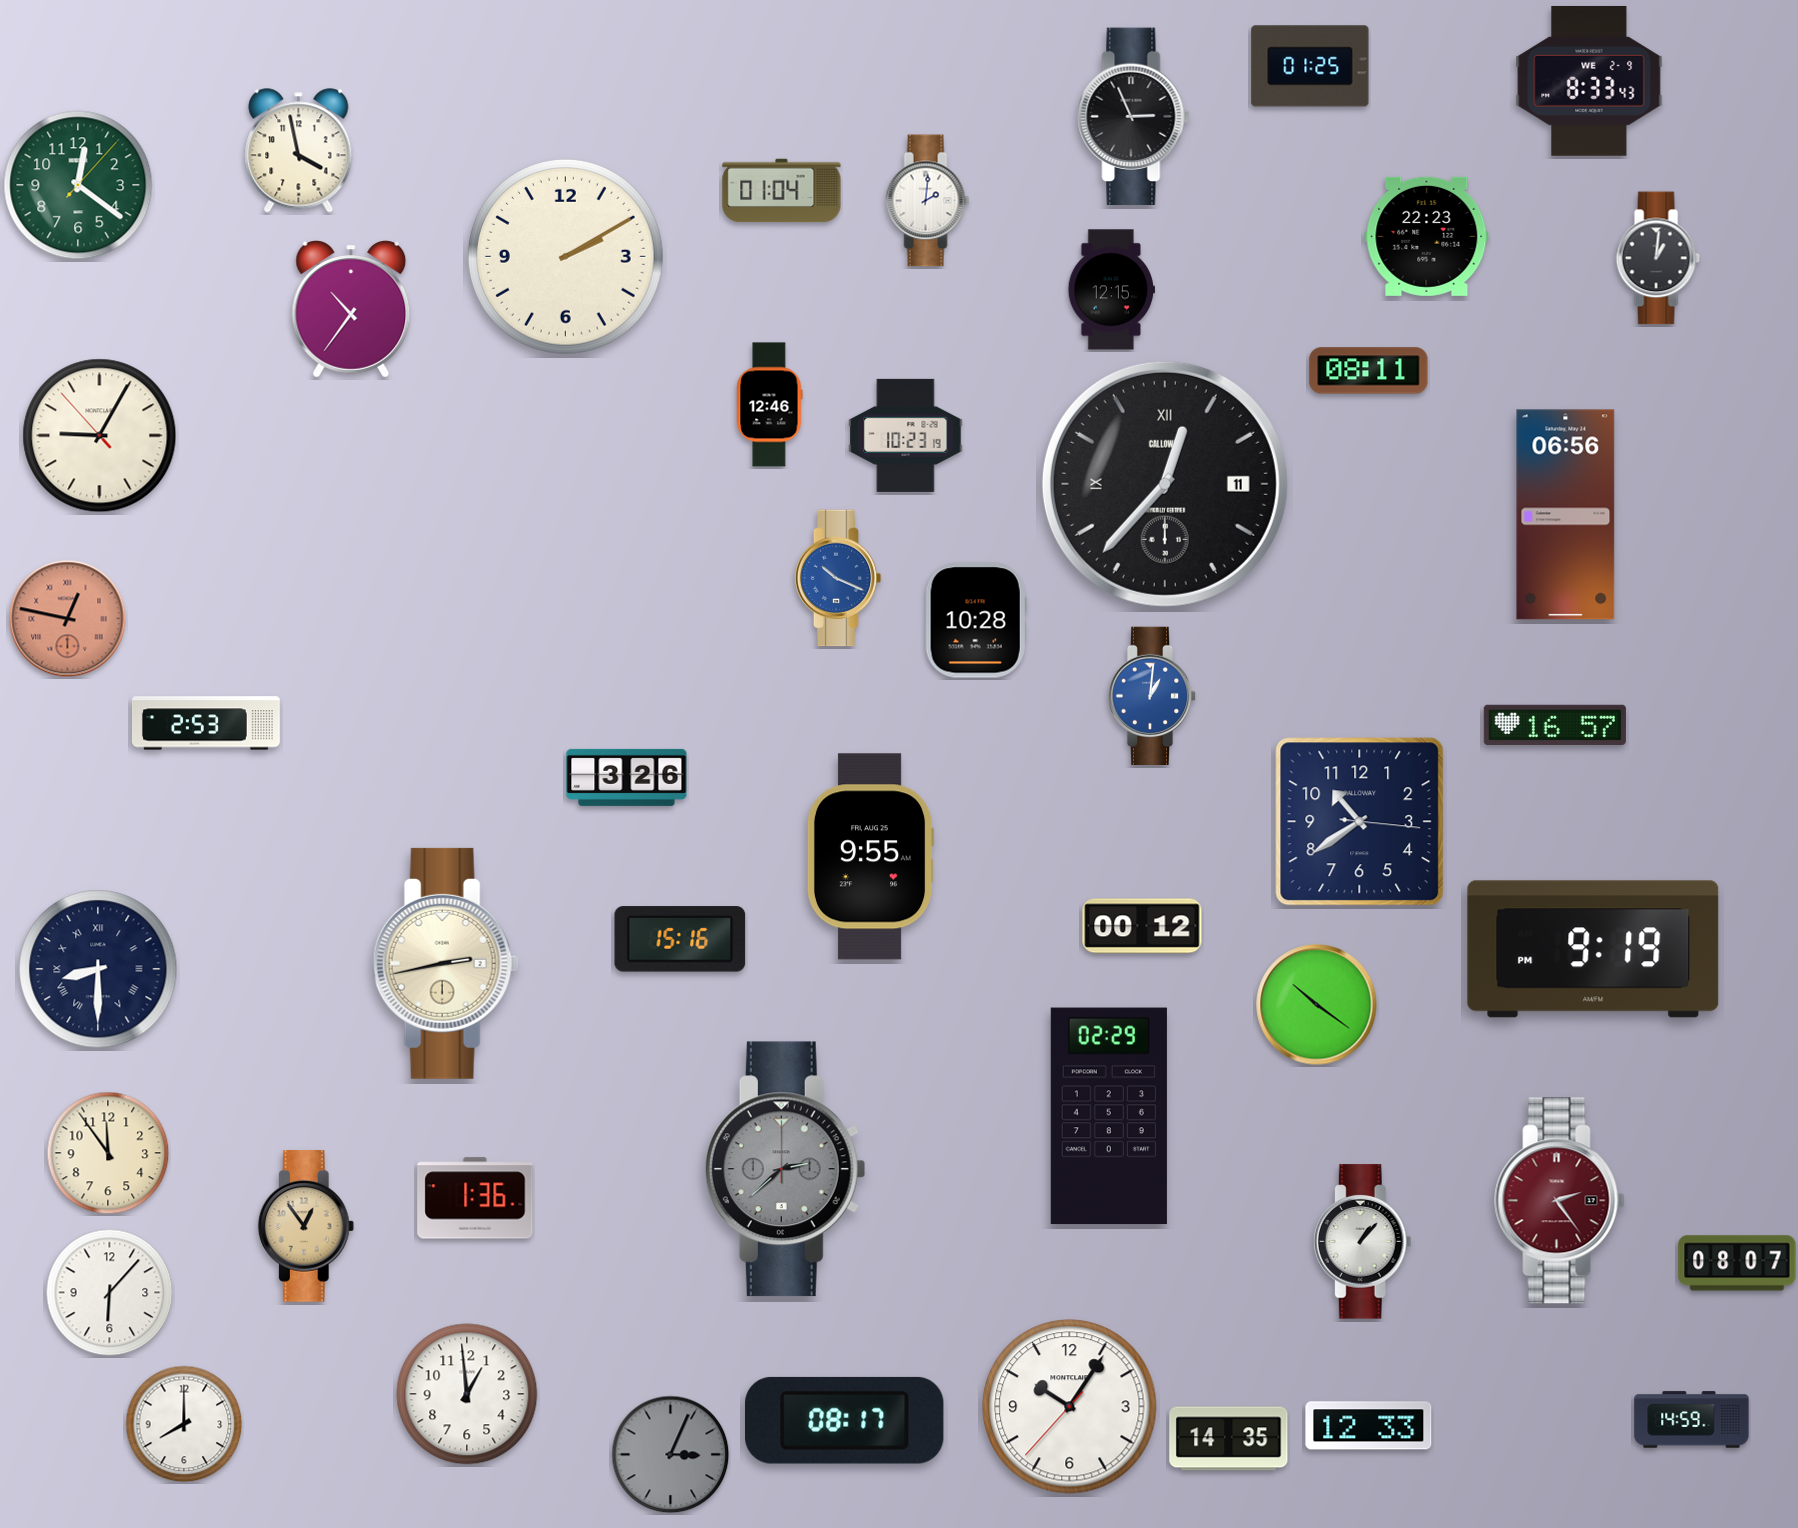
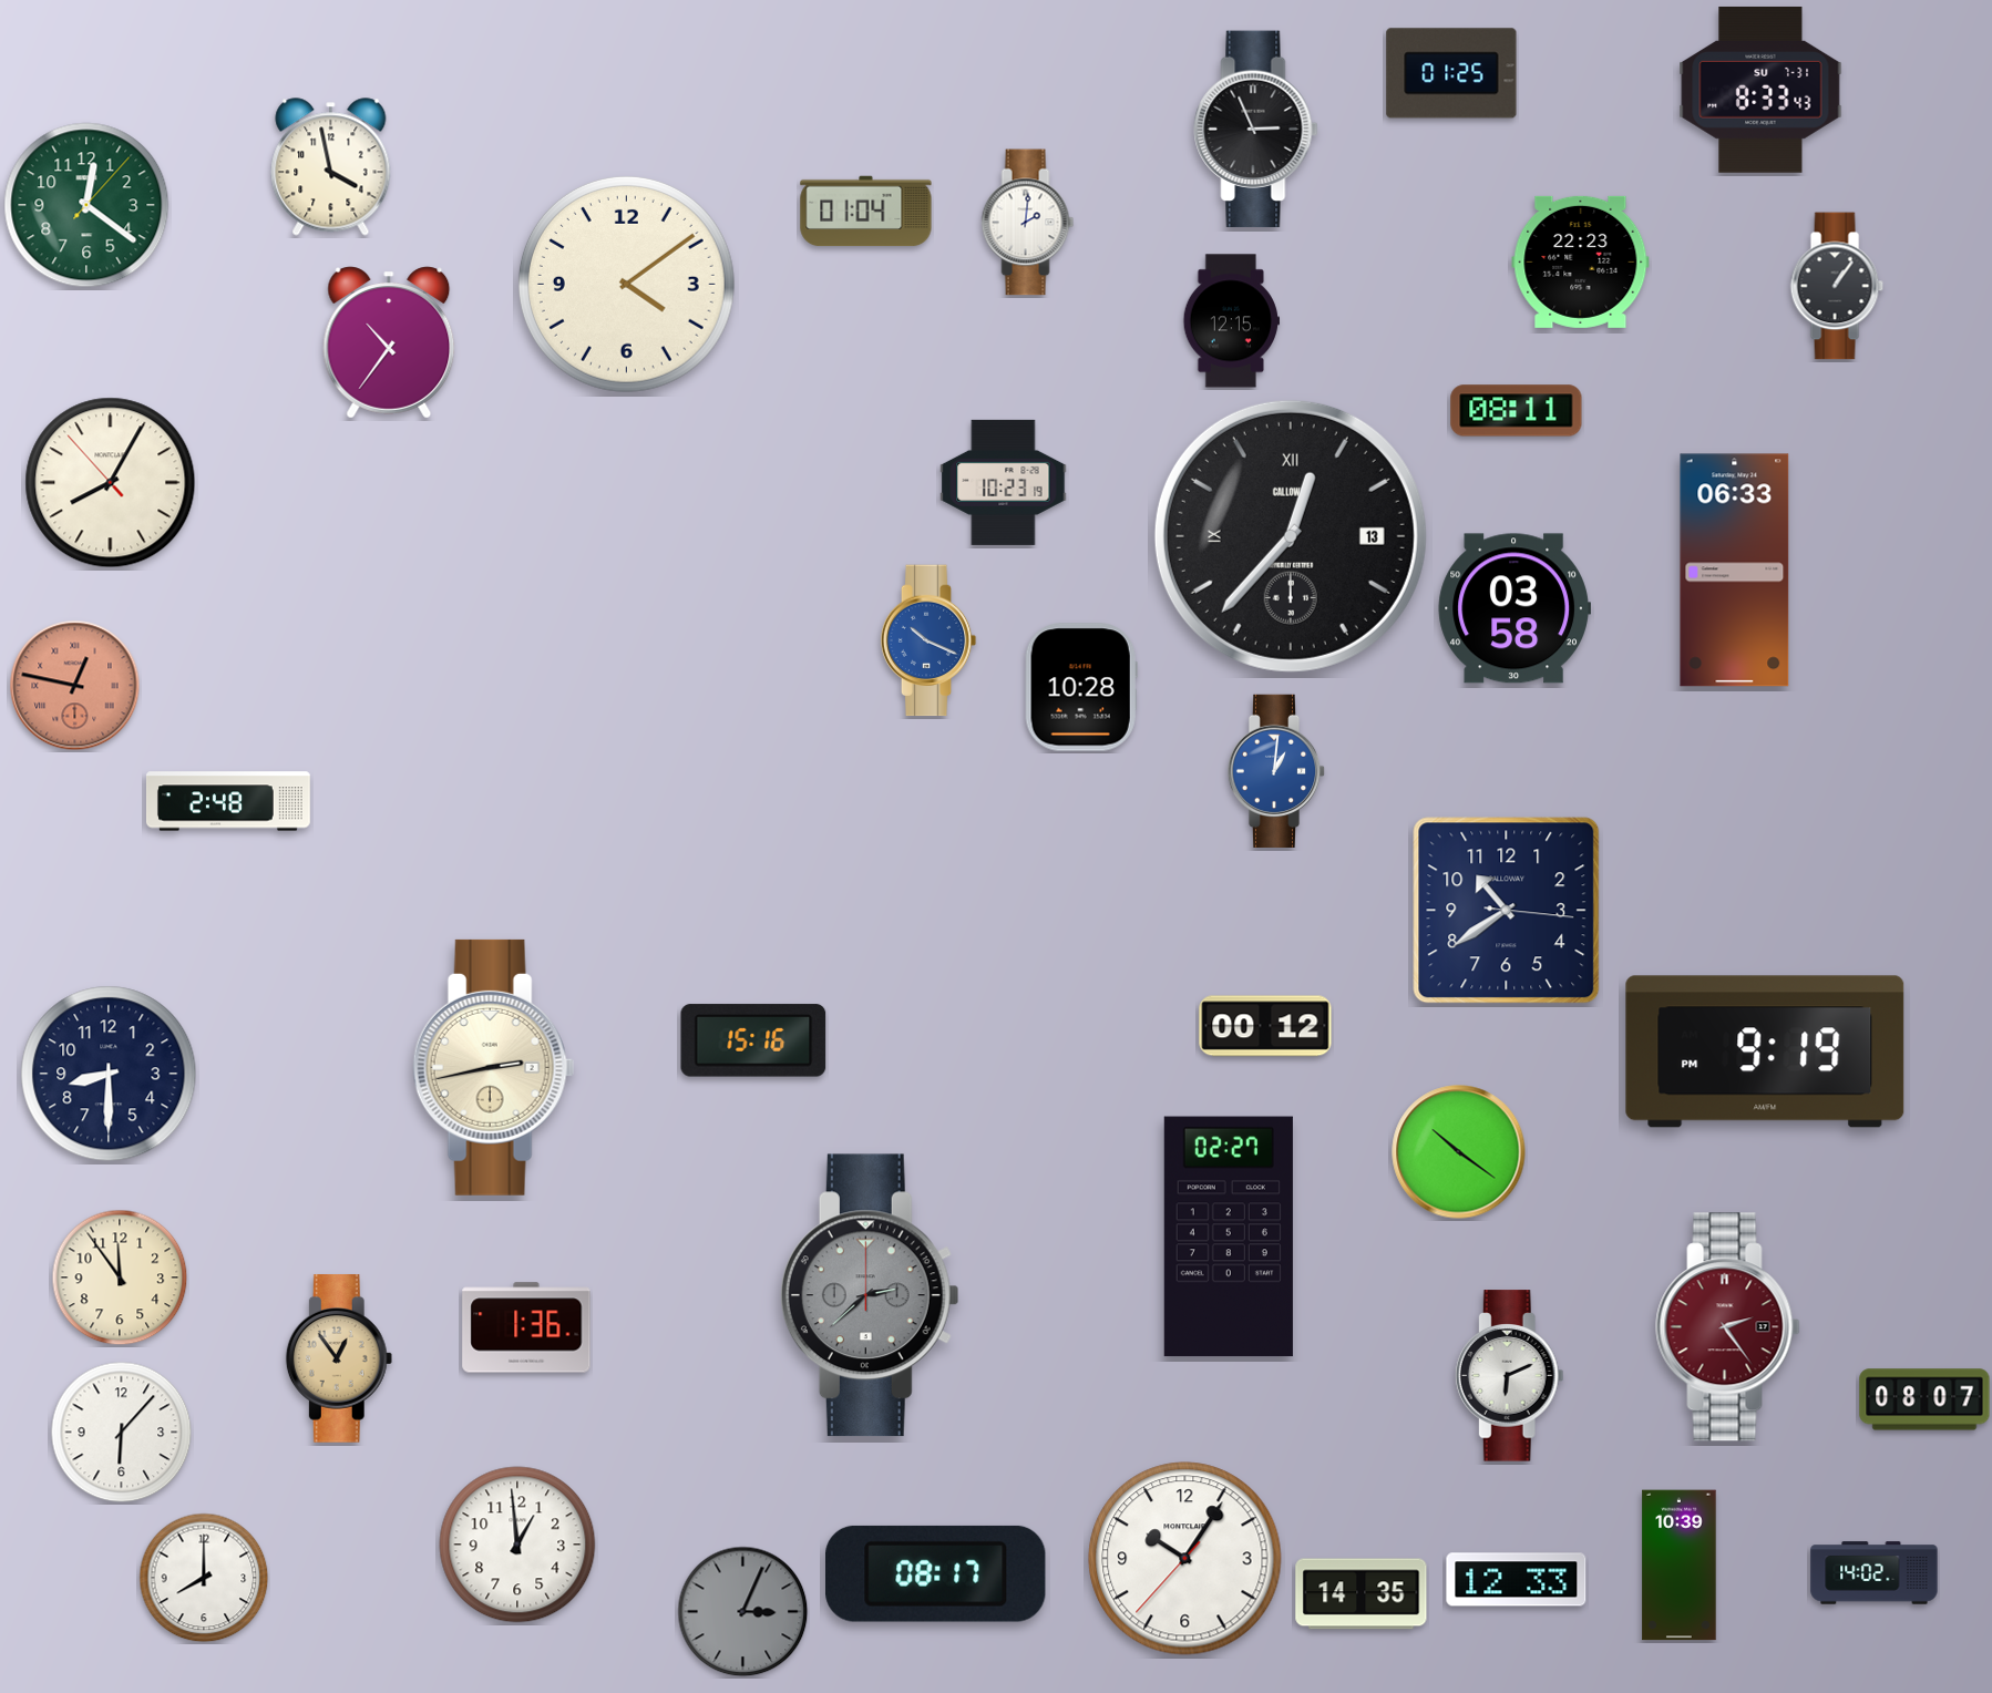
clock at (1589, 81) date: WE 2-9 -> SU 7-31
clock at (565, 256): 2:10 -> 4:09
clock at (1658, 258): 1:01 -> 1:06
clock at (769, 405): 12:46 -> none
clock at (100, 436): 9:04 -> 8:04
clock at (1165, 484) date: 11 -> 13
clock at (1566, 515): 06:56 -> 06:33
clock at (1513, 608): none -> 03:58
clock at (206, 723): 2:53 -> 2:48
clock at (1555, 725): 16:57 -> none
clock at (627, 777): 3:26 -> none
clock at (870, 857): 9:55 -> none
clock at (98, 969) numerals: Roman -> Arabic
clock at (1317, 1005) position: (1317, 1005) -> (1459, 1152)
clock at (1109, 1116): 02:29 -> 02:27
clock at (1560, 1201) position: (1560, 1201) -> (1728, 1327)
clock at (1362, 1242): 1:07 -> 6:11
clock at (1680, 1566): none -> 10:39
clock at (1692, 1420): 14:59 -> 14:02
